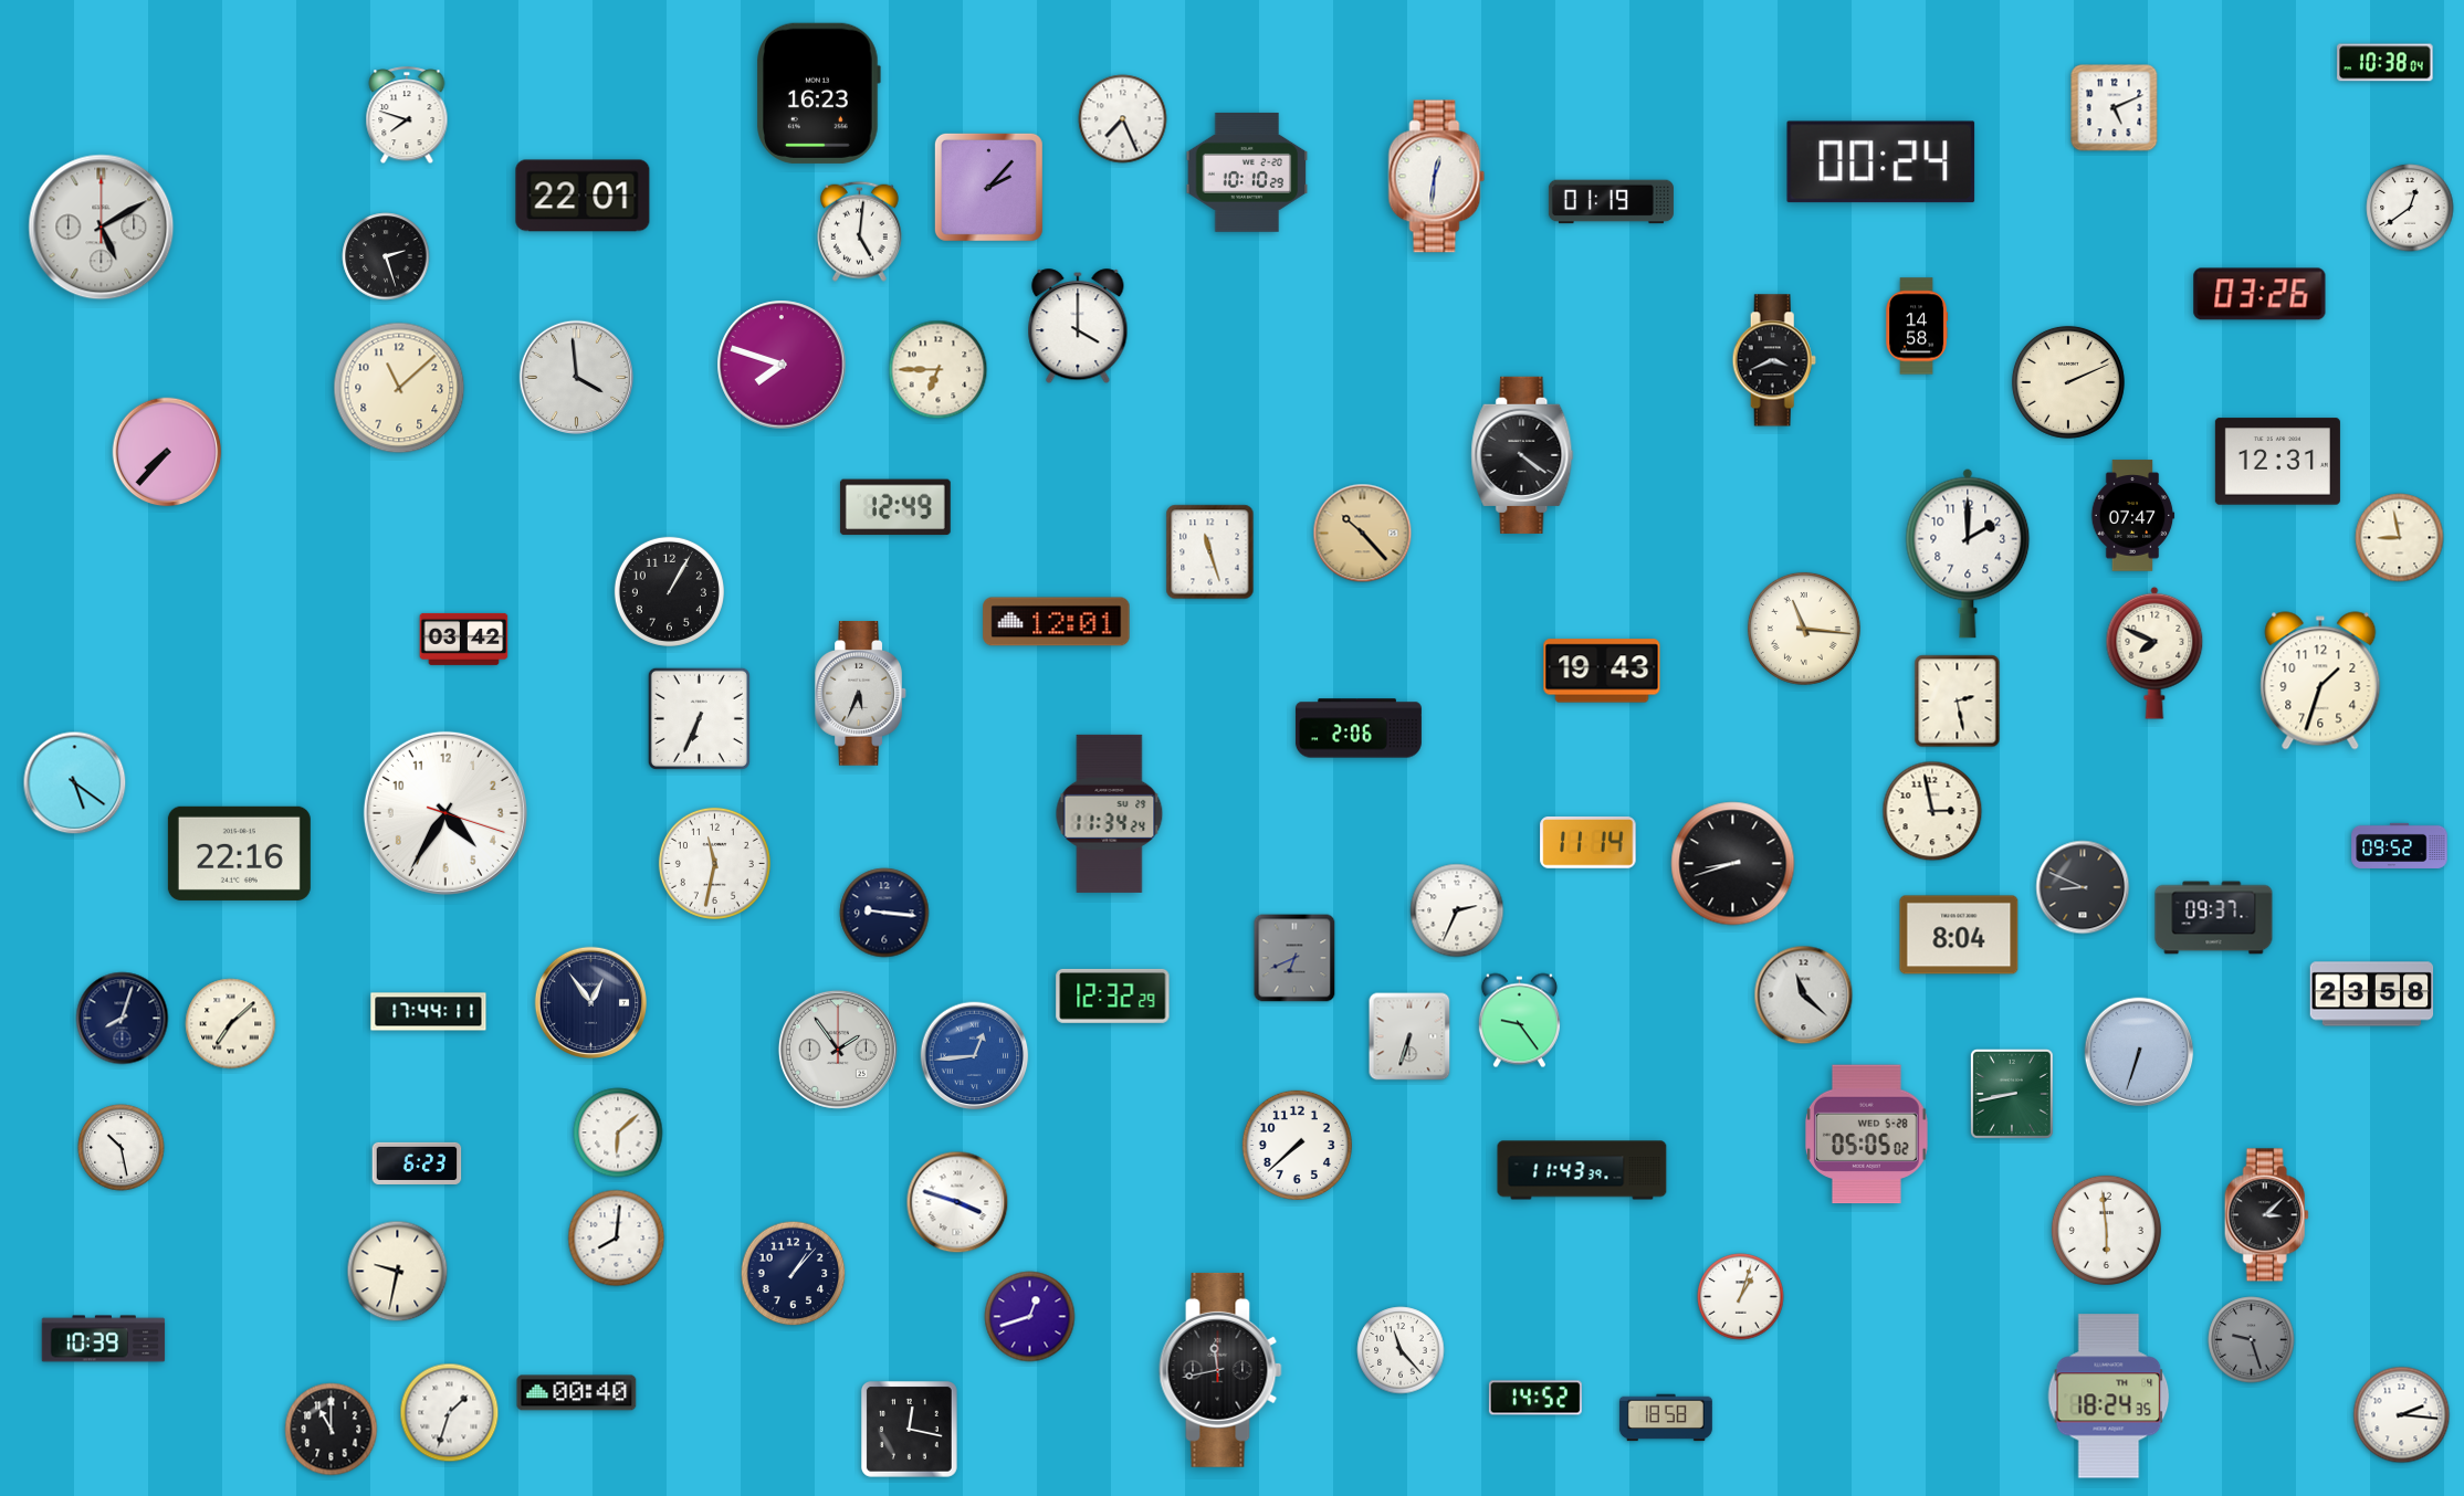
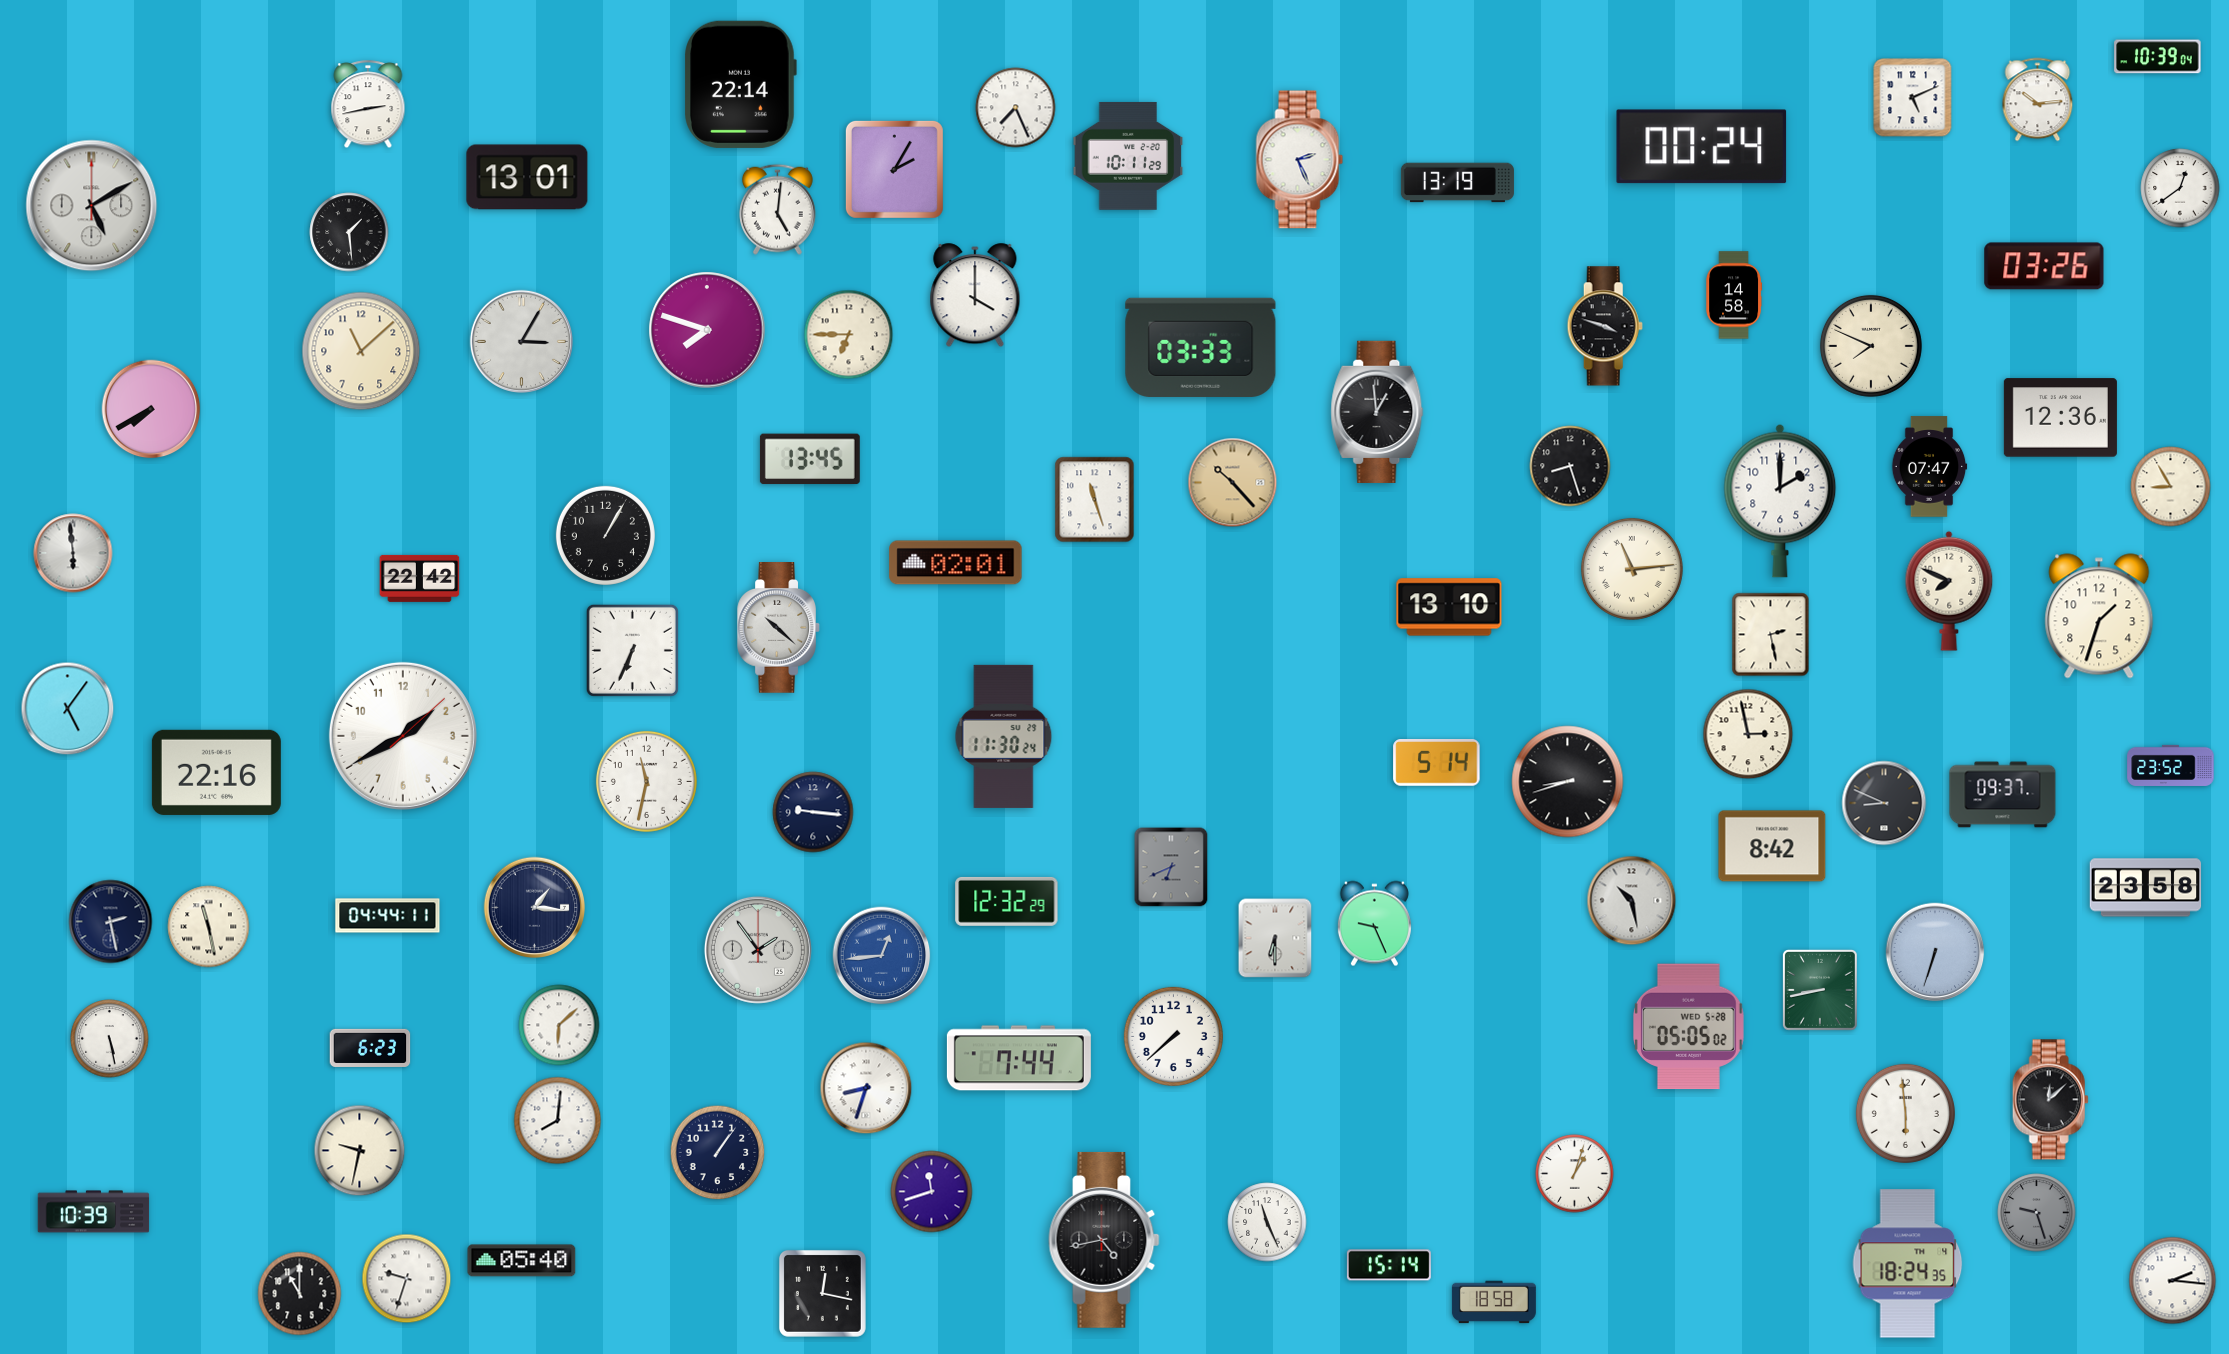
clock at (2386, 63): 10:38 -> 10:39
clock at (818, 93): 16:23 -> 22:14
clock at (2038, 100): none -> 10:14
clock at (407, 116): 7:48 -> 2:43
clock at (1247, 172): 10:10 -> 10:11
clock at (1437, 177): 12:31 -> 2:26
clock at (988, 187): 2:07 -> 2:05
clock at (583, 196): 22:01 -> 13:01
clock at (1611, 202): 01:19 -> 13:19
clock at (386, 256): 2:27 -> 1:29
clock at (1774, 360): 3:41 -> 3:48
clock at (576, 377): 3:59 -> 3:05
clock at (2068, 382): 2:11 -> 7:49
clock at (1201, 347): none -> 03:33
clock at (167, 452): 7:37 -> 7:40
clock at (1522, 455): 4:21 -> 12:59
clock at (2277, 462): 12:31 -> 12:36
clock at (895, 507): 12:49 -> 13:45
clock at (1570, 466): none -> 8:27
clock at (2400, 538): 8:58 -> 8:55
clock at (73, 553): none -> 5:59
clock at (1057, 622): 12:01 -> 02:01
clock at (1804, 629): 11:16 -> 11:14
clock at (464, 639): 03:42 -> 22:42
clock at (1602, 671): 19:43 -> 13:10
clock at (860, 694): 5:34 -> 10:22
clock at (1359, 728): 2:06 -> none
clock at (75, 783): 5:21 -> 5:06
clock at (445, 813): 4:35 -> 1:40
clock at (1110, 813): 11:34 -> 11:30
clock at (1589, 843): 11:14 -> 5:14
clock at (2400, 845): 09:52 -> 23:52
clock at (1457, 910): 2:34 -> none
clock at (884, 913) position: (884, 913) -> (813, 812)
clock at (2214, 918) position: (2214, 918) -> (2003, 795)
clock at (1959, 935): 8:04 -> 8:42
clock at (2372, 994) position: (2372, 994) -> (2146, 888)
clock at (1804, 995): 11:22 -> 10:28
clock at (590, 1002): 12:54 -> 1:16
clock at (429, 1012): 17:44 -> 04:44
clock at (123, 1019): 8:03 -> 2:28
clock at (1519, 1021): 9:24 -> 9:26
clock at (231, 1024): 7:08 -> 11:28
clock at (1409, 1036): 6:33 -> 6:30
clock at (122, 1148): 10:28 -> 5:28
clock at (417, 1163) position: (417, 1163) -> (370, 1048)
clock at (1019, 1058): none -> 7:44
clock at (1582, 1170): 11:43 -> none
clock at (957, 1202): 3:48 -> 8:33
clock at (2266, 1215): 3:08 -> 12:08
clock at (794, 1274): 1:07 -> 1:06
clock at (1030, 1317): 12:42 -> 11:42
clock at (1401, 1350): 11:23 -> 11:26
clock at (1220, 1370): 11:43 -> 4:43
clock at (577, 1393): 00:40 -> 05:40
clock at (1535, 1398): 14:52 -> 15:14
clock at (450, 1413): 1:33 -> 9:33
clock at (1666, 1418) position: (1666, 1418) -> (1494, 1302)
